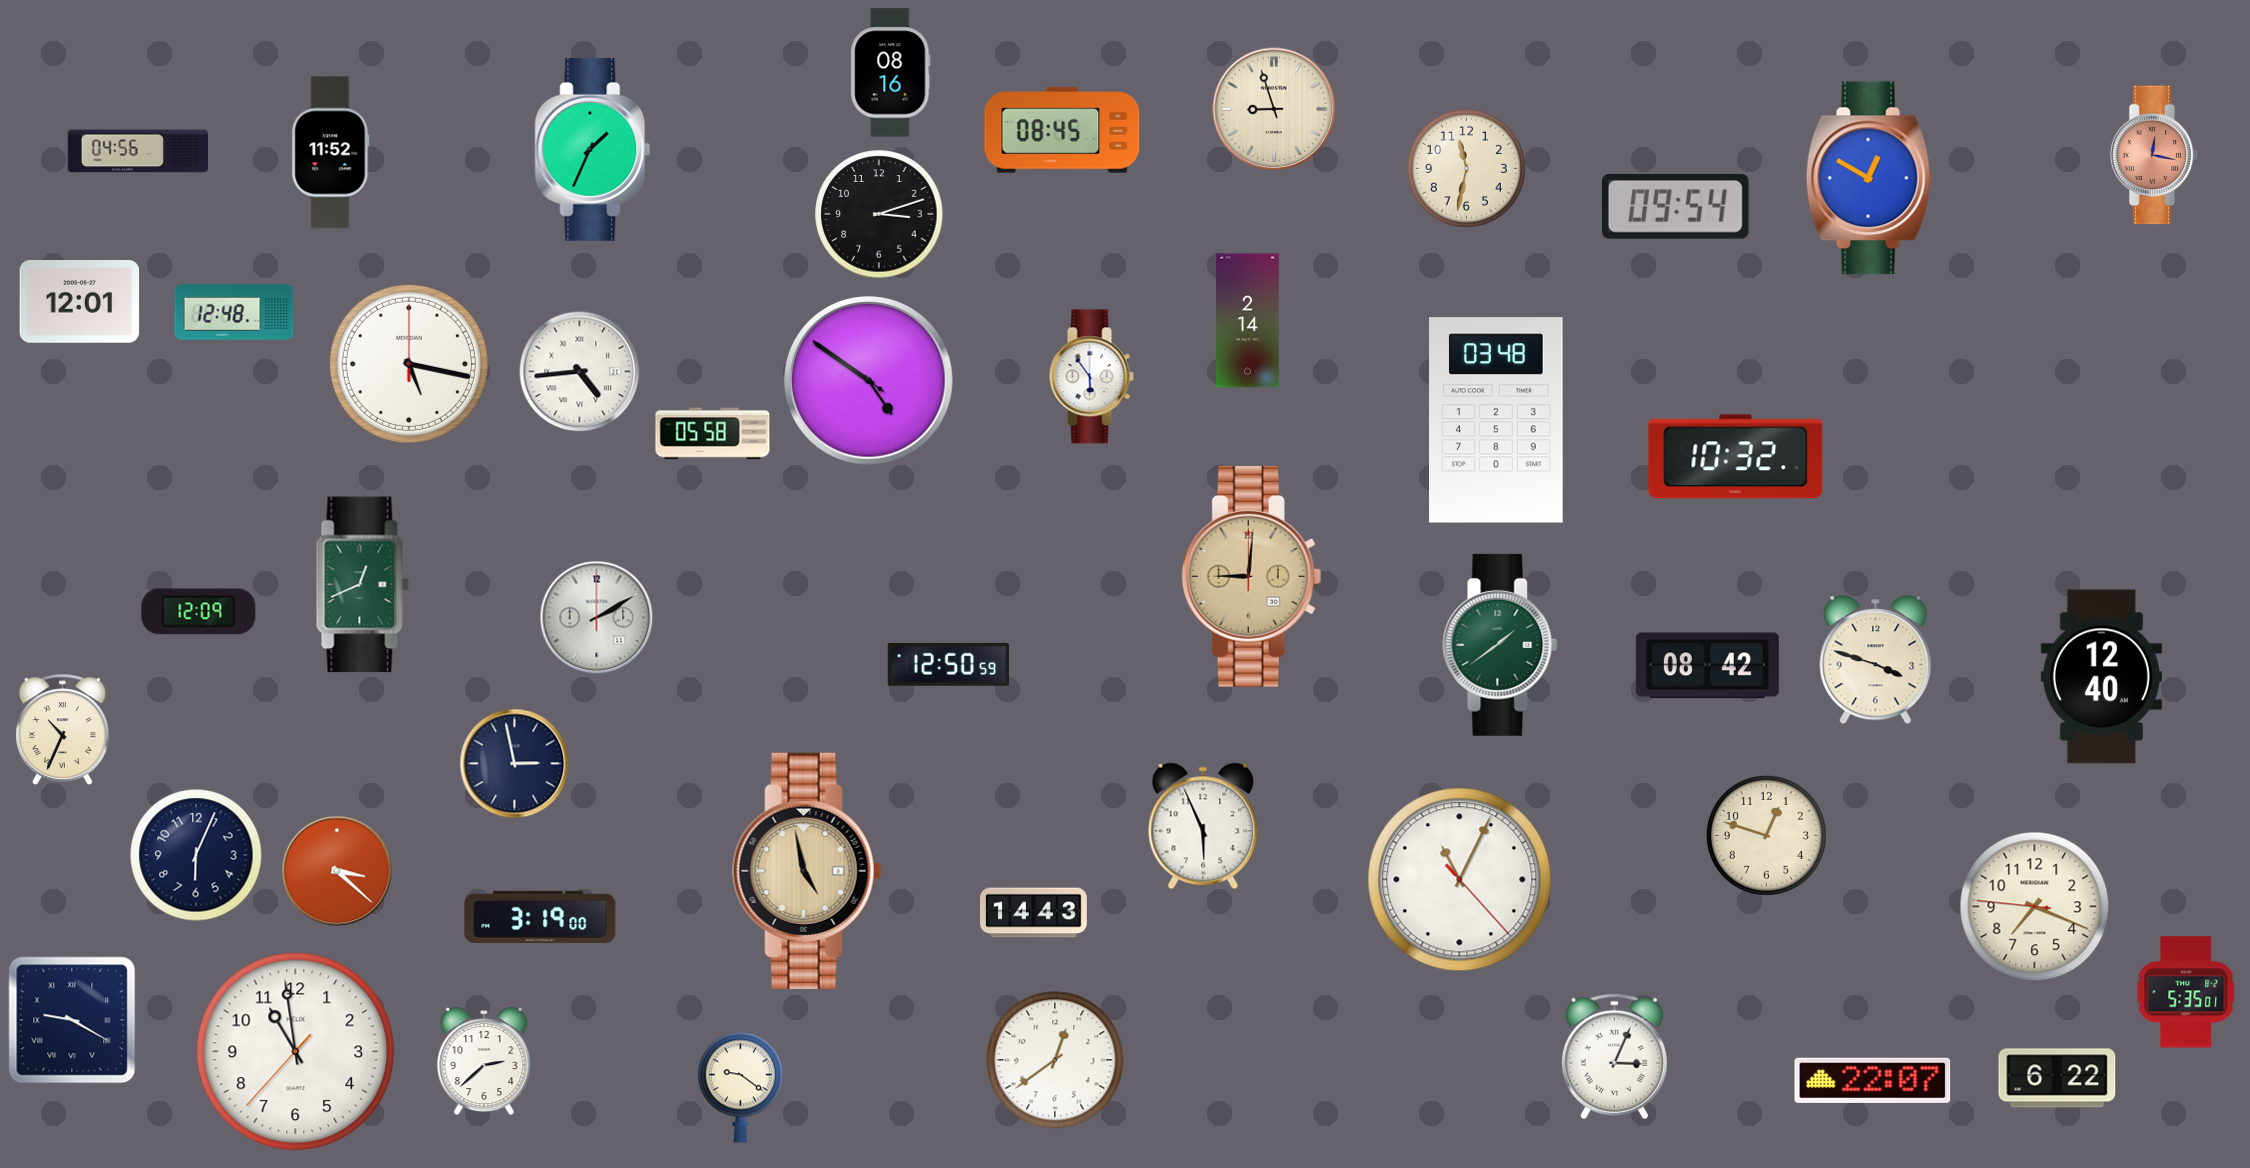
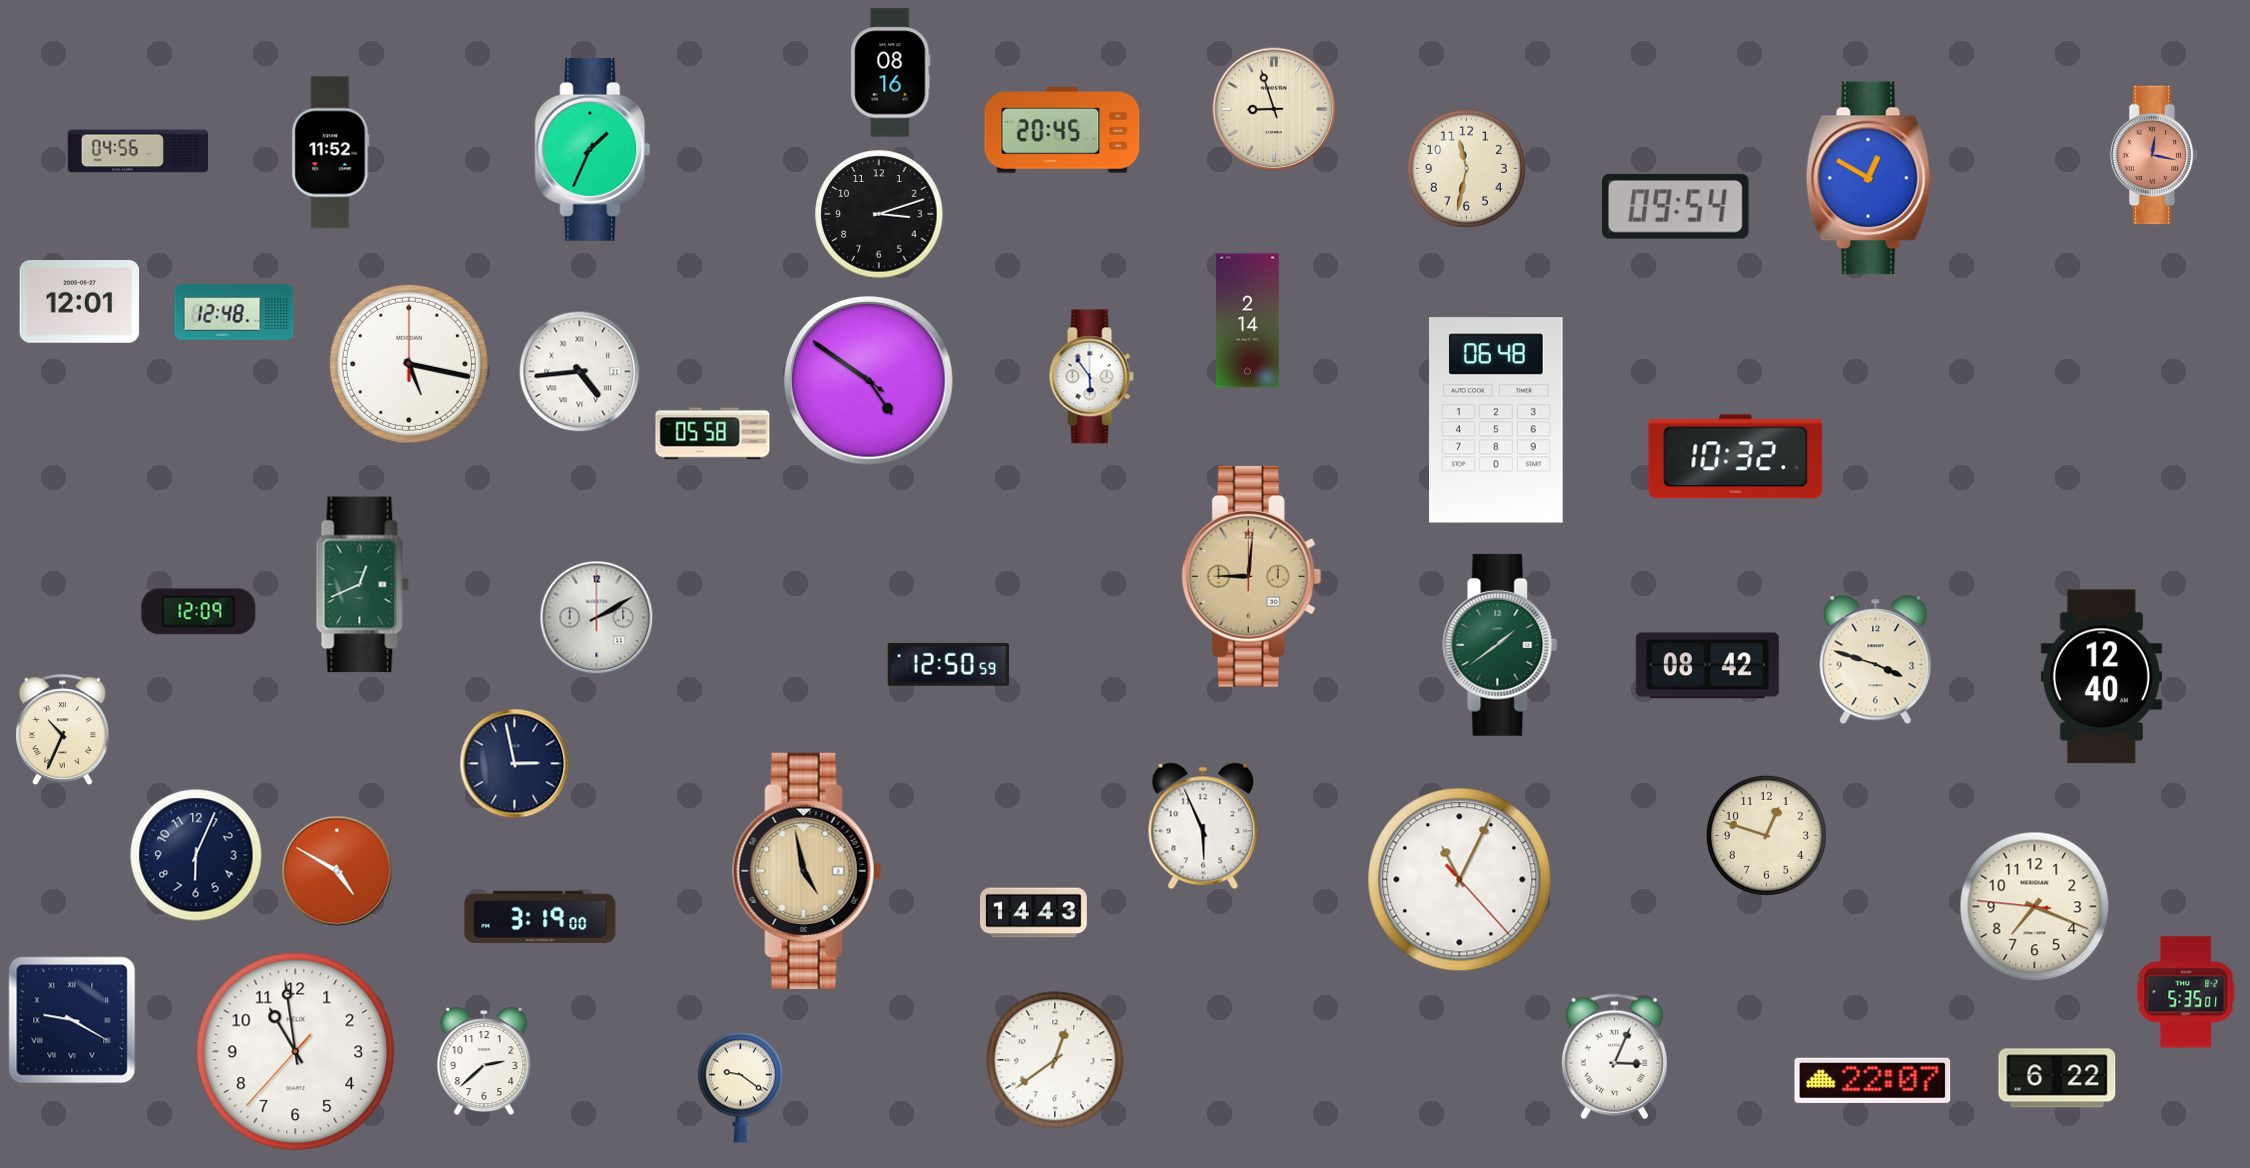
clock at (1062, 130): 08:45 -> 20:45
clock at (1497, 420): 03:48 -> 06:48
clock at (337, 871): 3:22 -> 4:50
